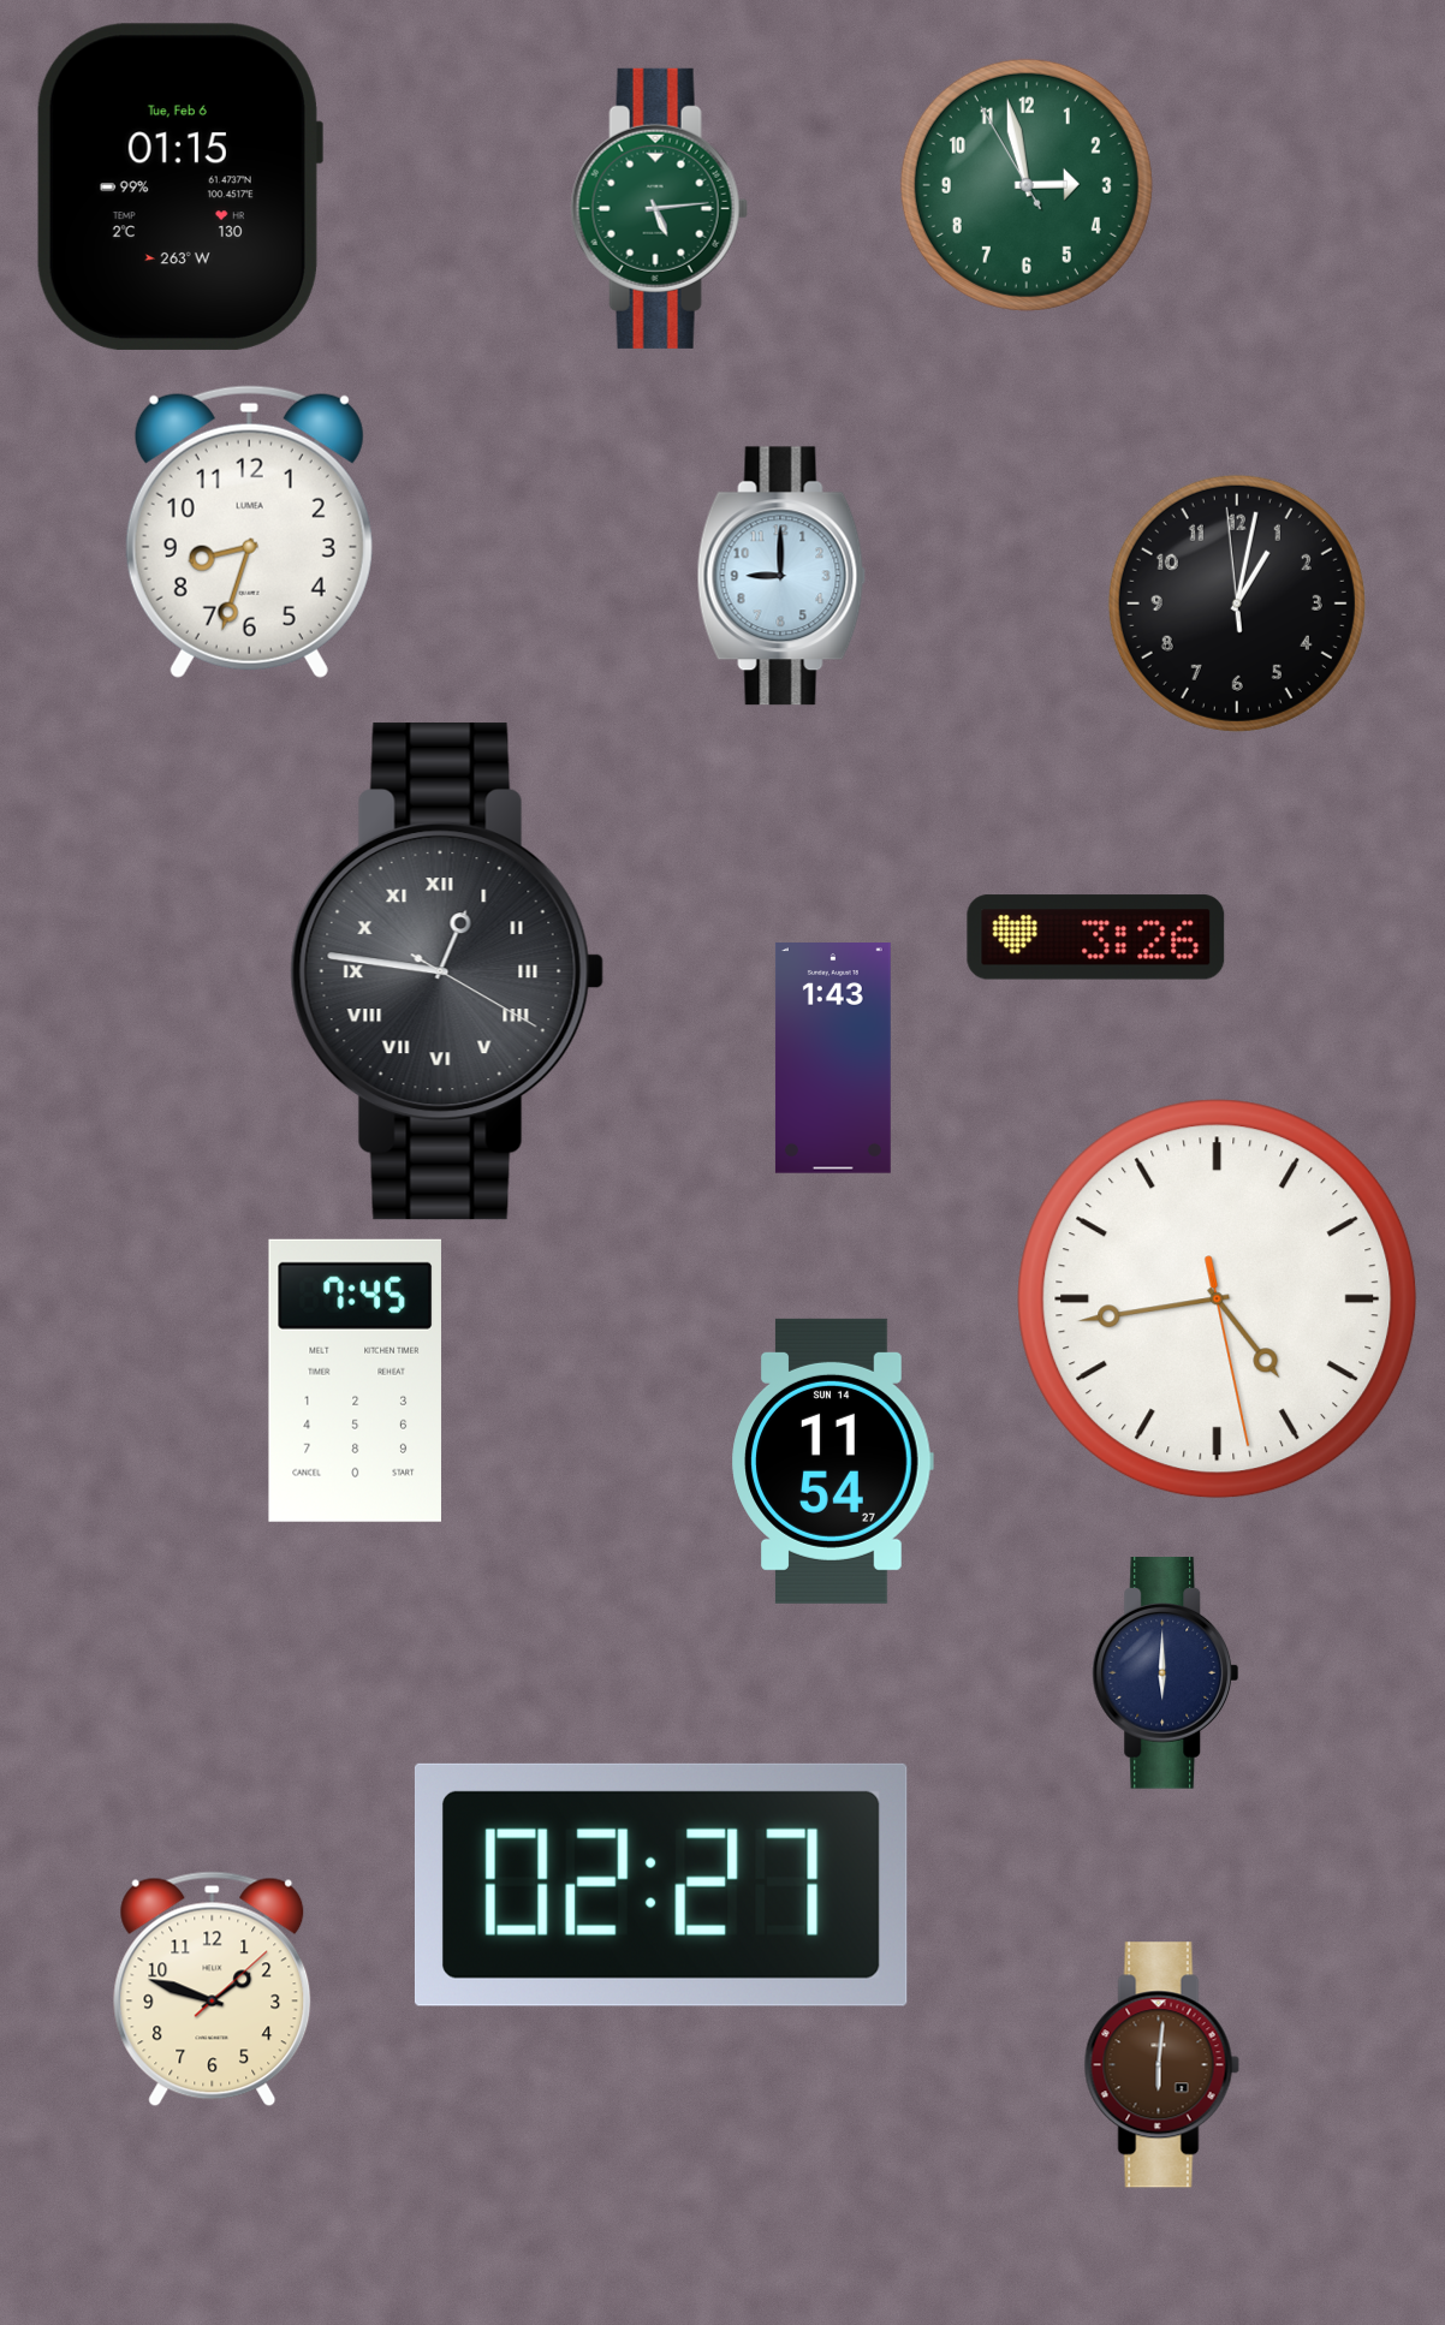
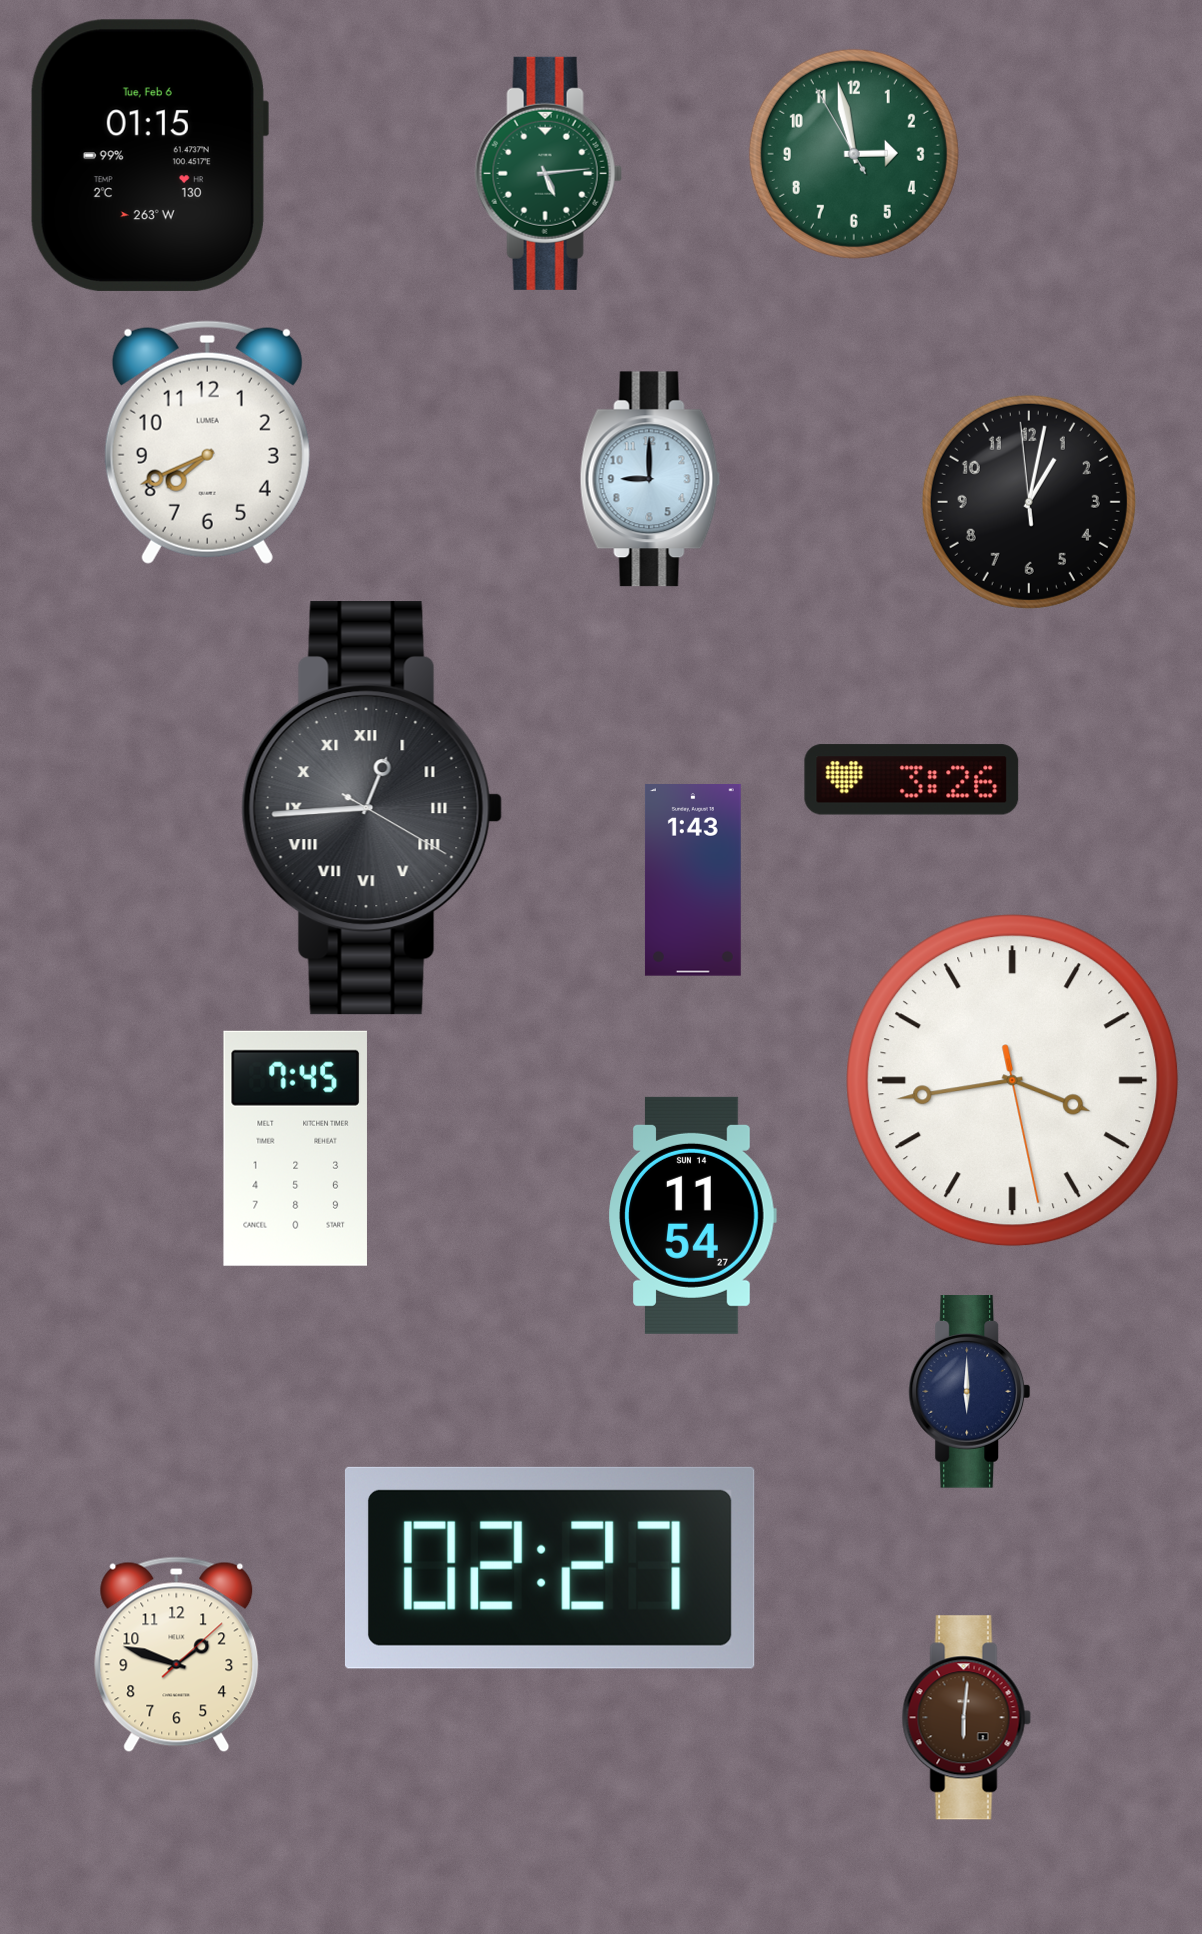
clock at (249, 531): 8:33 -> 7:41
clock at (447, 971): 12:46 -> 12:44
clock at (1218, 1300): 4:43 -> 3:43
